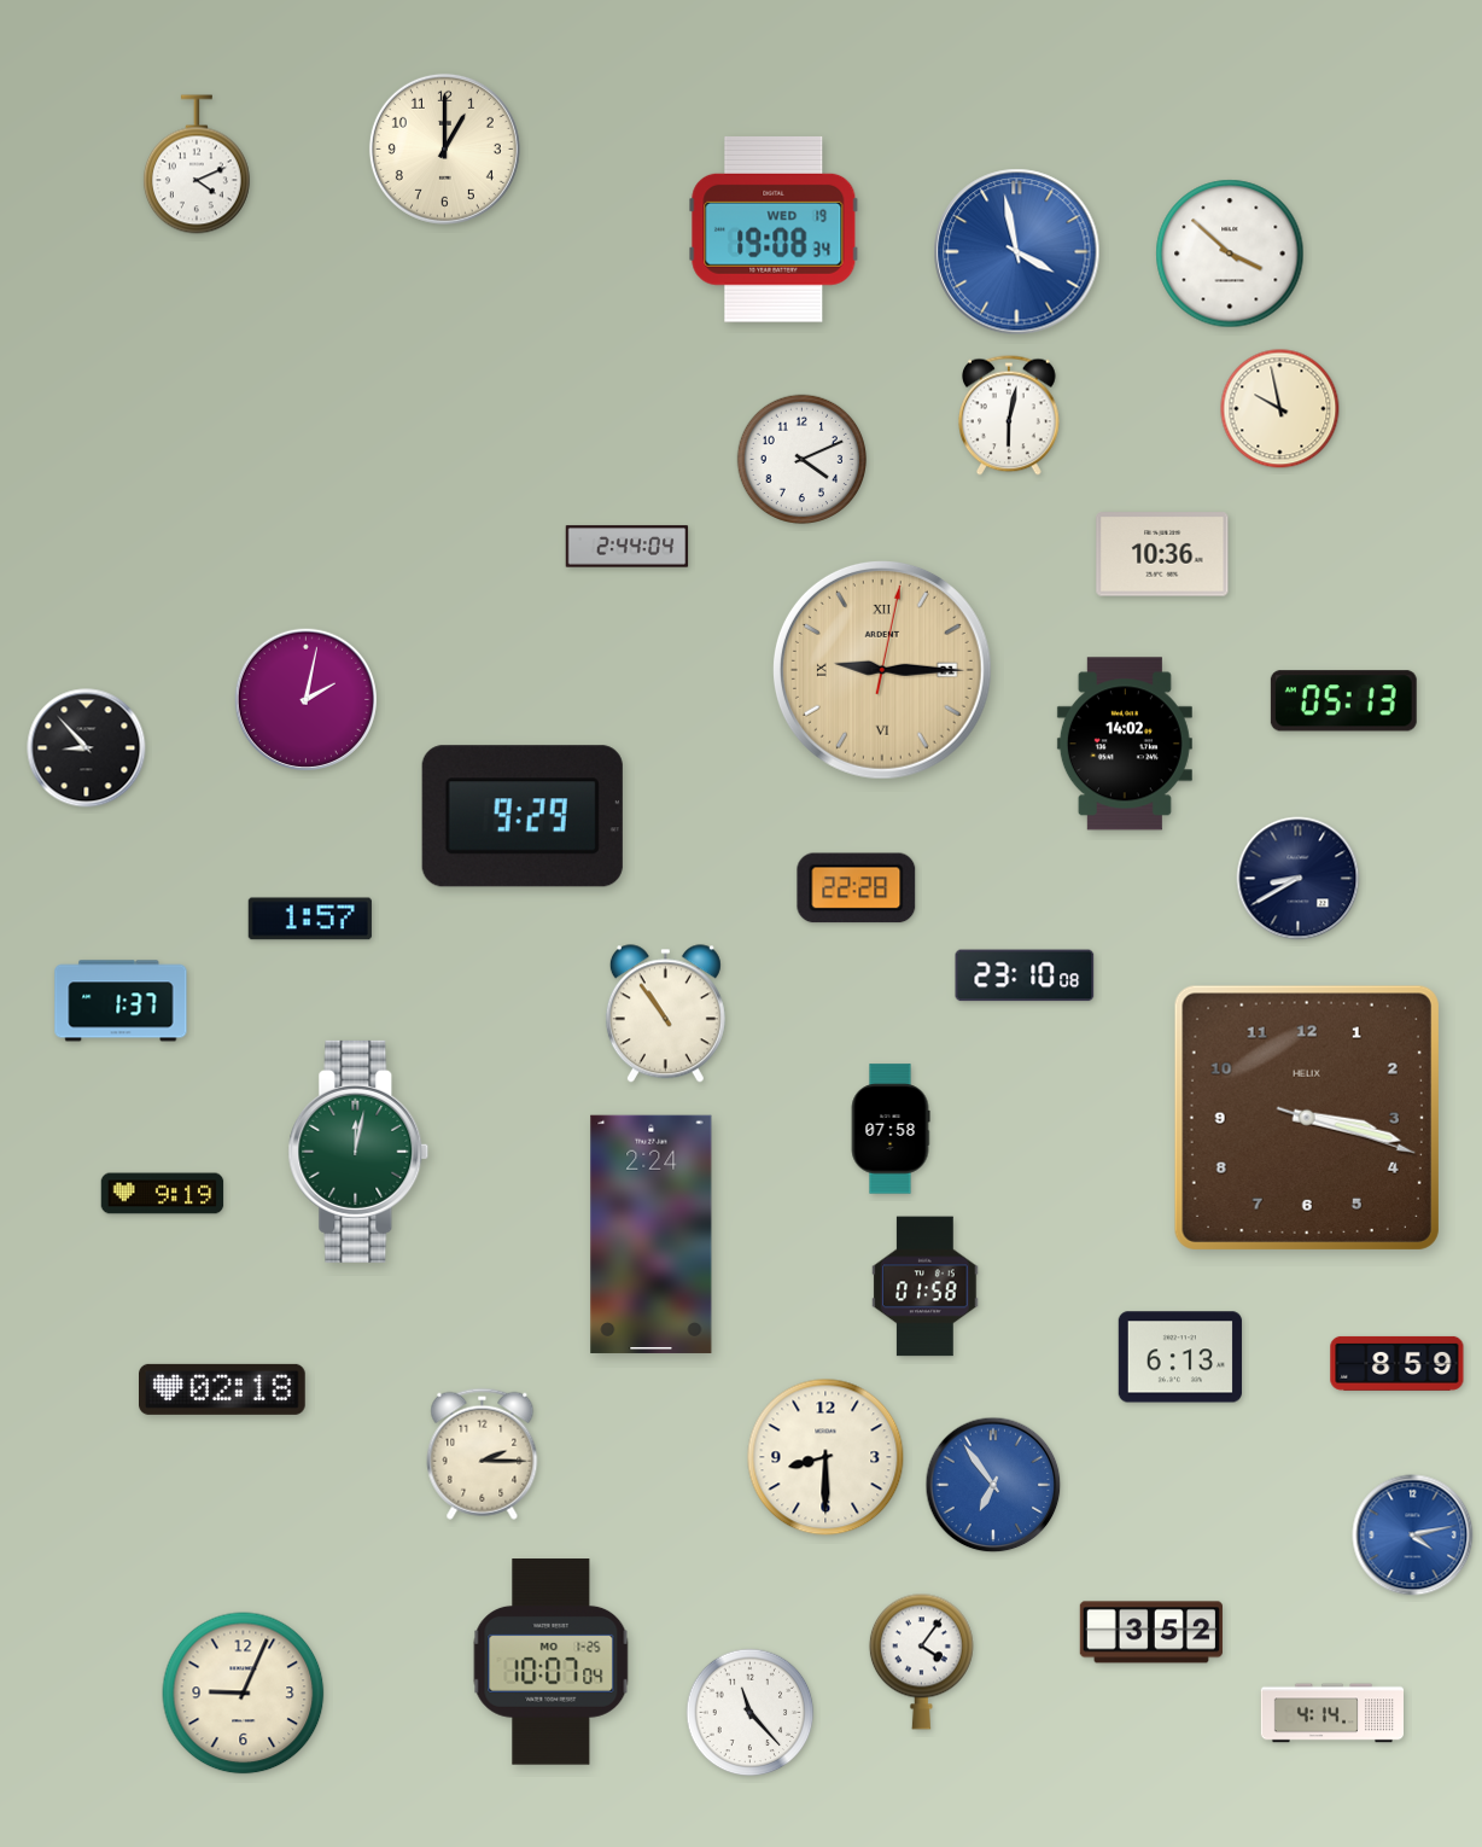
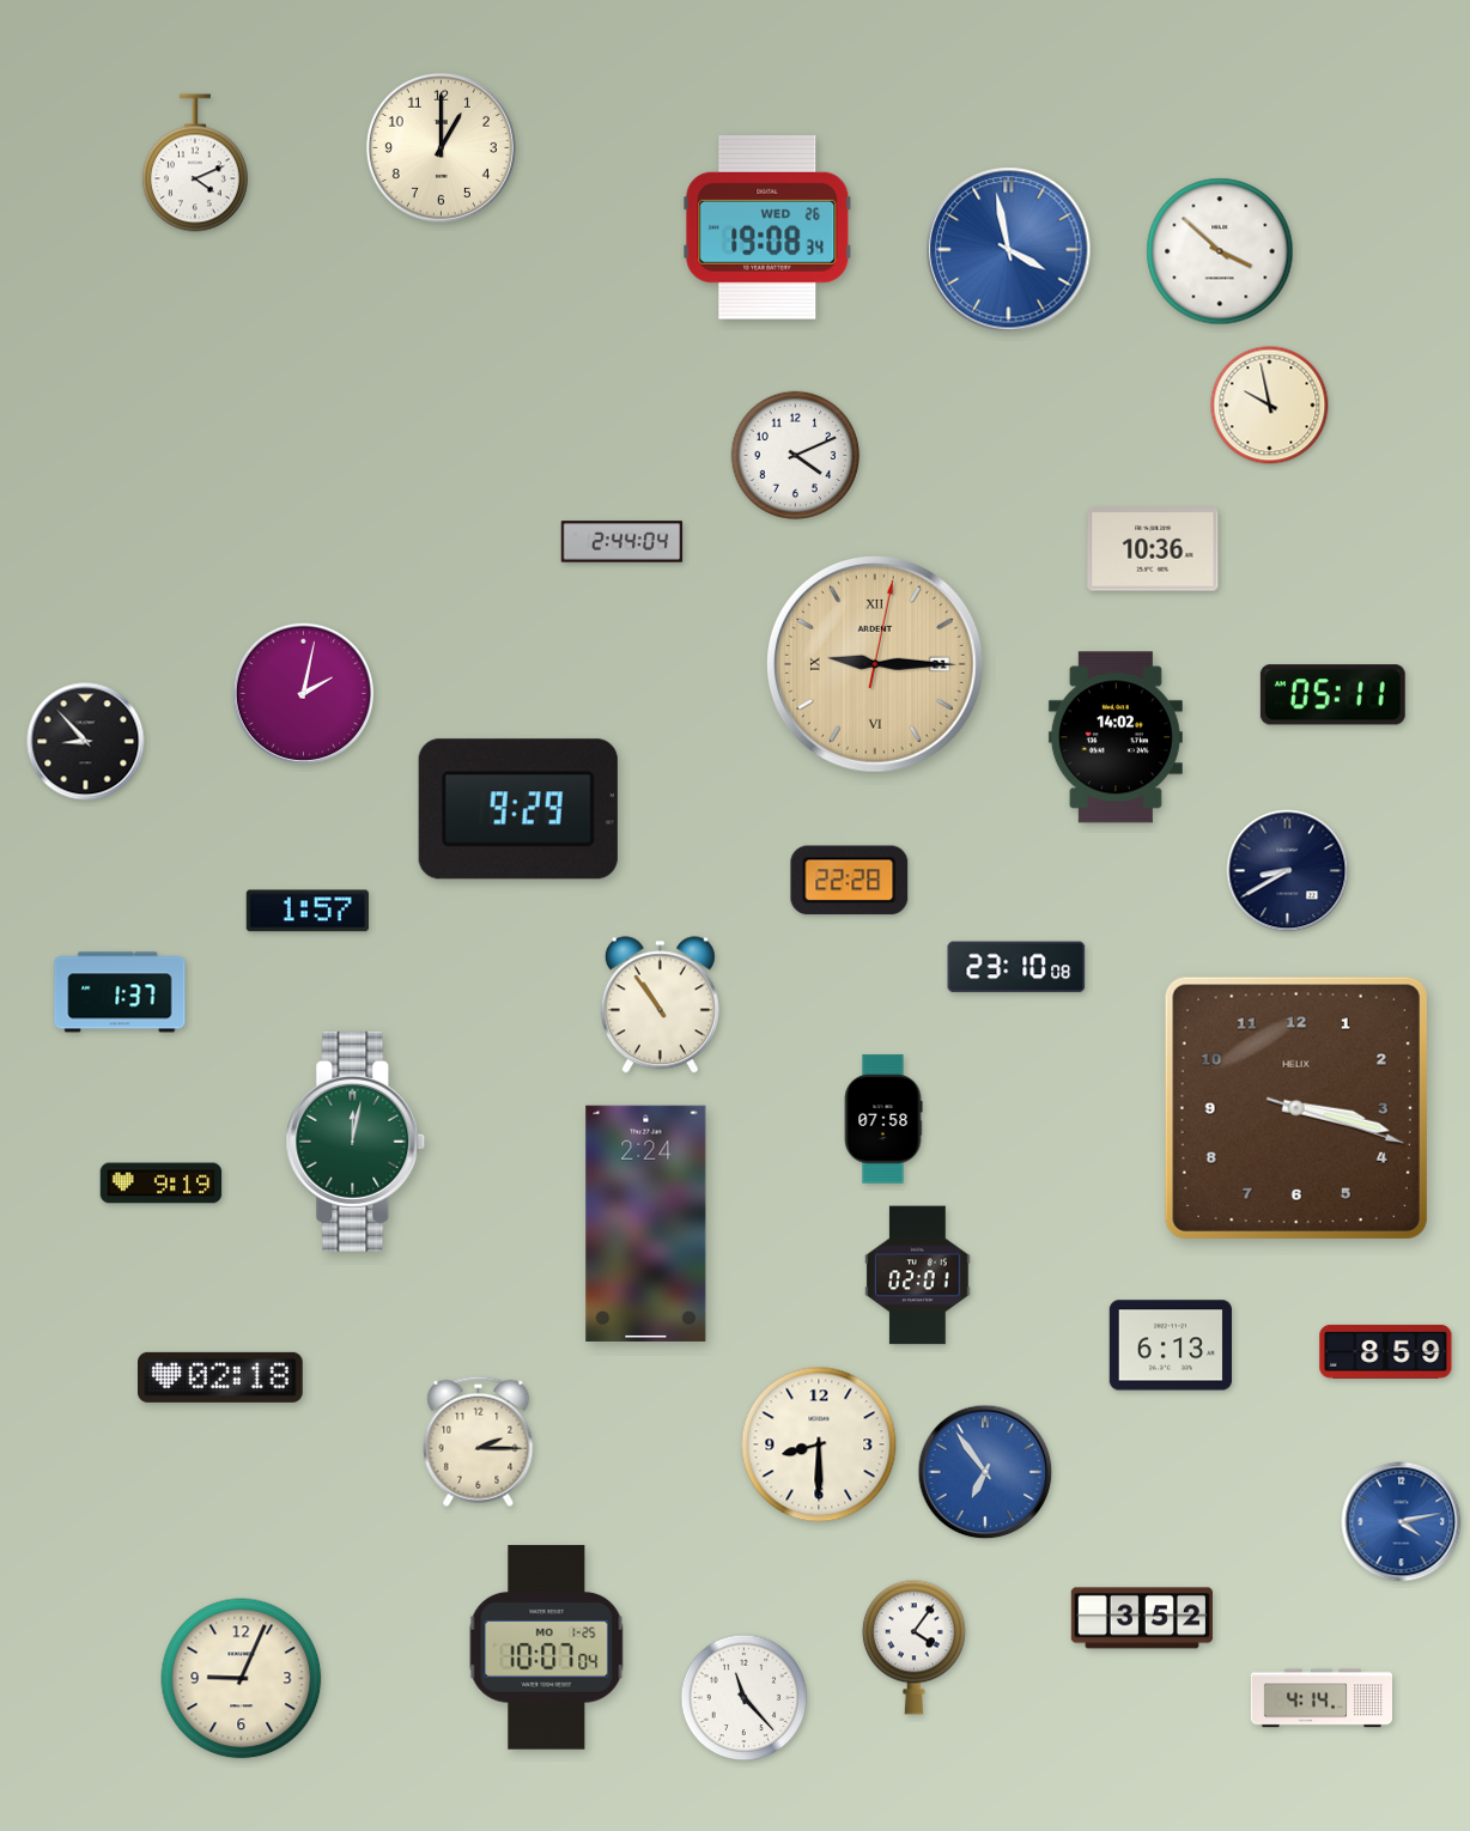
clock at (774, 229) date: WED 19 -> WED 26
clock at (1010, 415): 6:02 -> none
clock at (1343, 701): 05:13 -> 05:11
clock at (926, 1287): 01:58 -> 02:01
